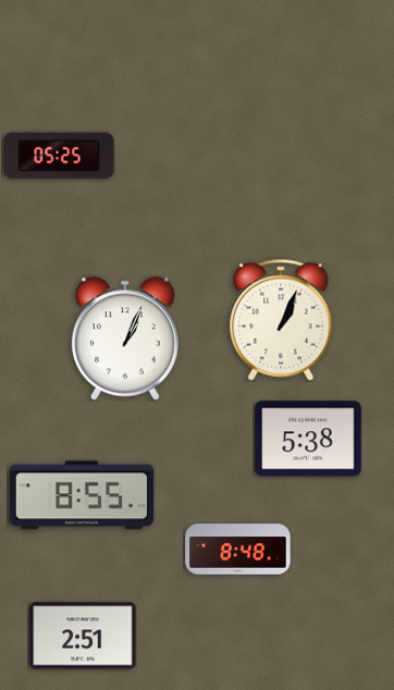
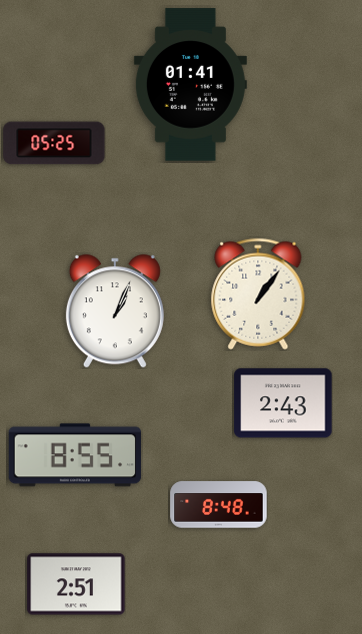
clock at (190, 85): none -> 01:41
clock at (281, 320): 1:04 -> 1:06
clock at (308, 439): 5:38 -> 2:43
